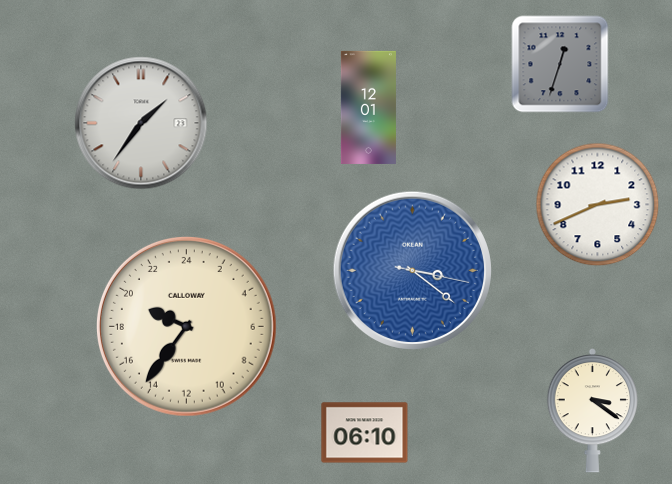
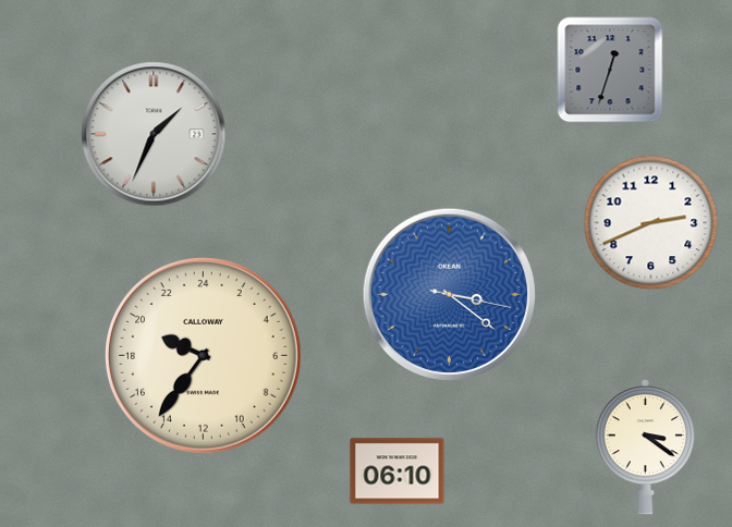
clock at (368, 107): 12:01 -> none
clock at (141, 123): 1:36 -> 1:34
